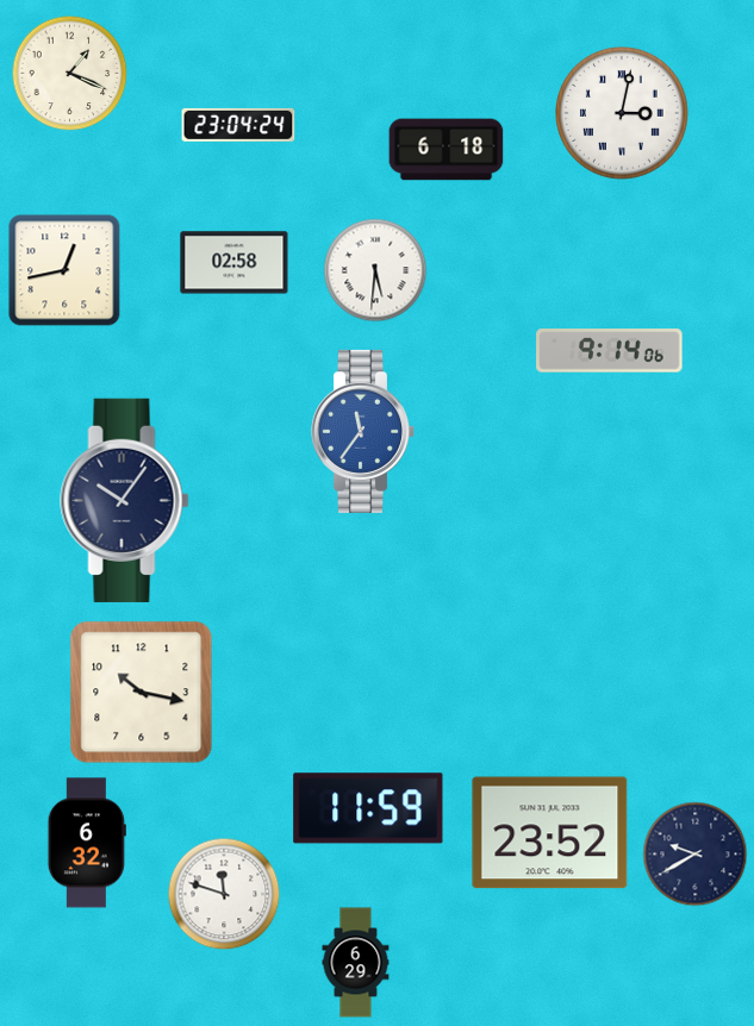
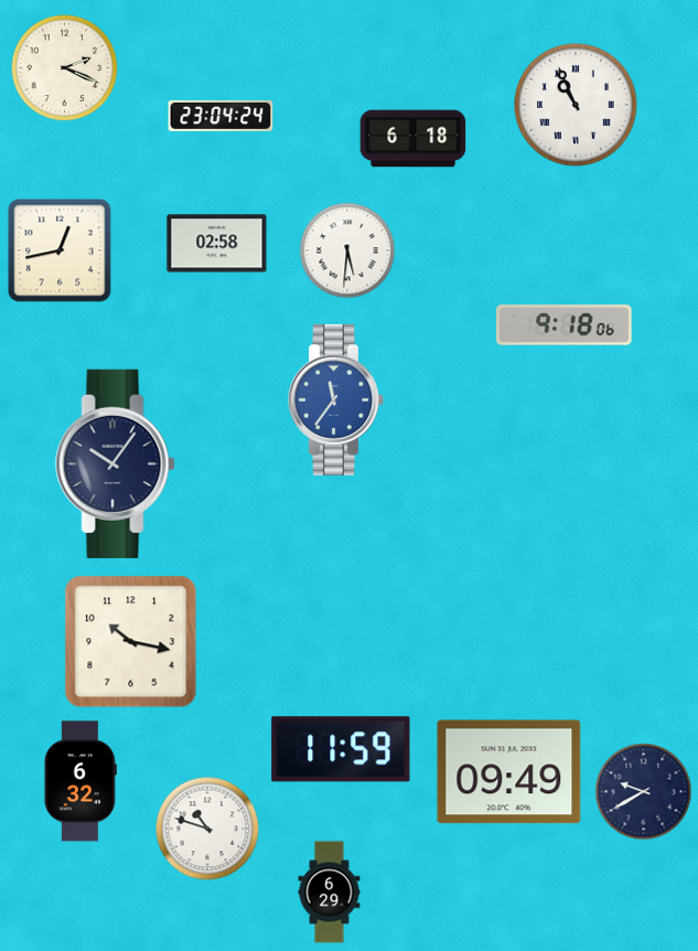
clock at (70, 74): 1:19 -> 2:19
clock at (623, 114): 3:02 -> 10:56
clock at (610, 351): 9:14 -> 9:18
clock at (550, 833): 23:52 -> 09:49
clock at (224, 894): 11:48 -> 10:48
